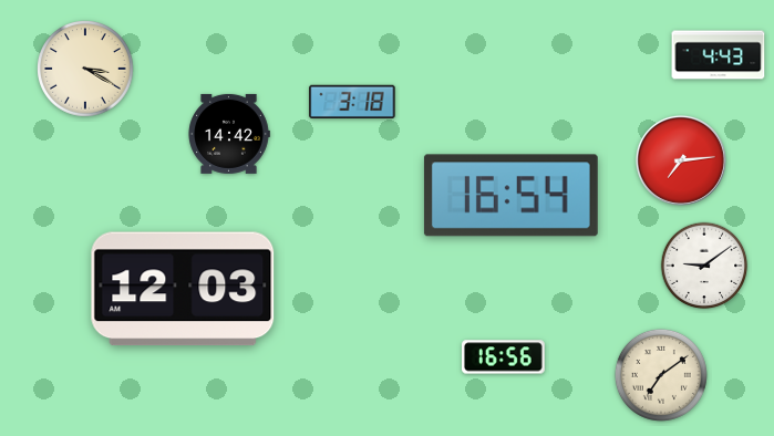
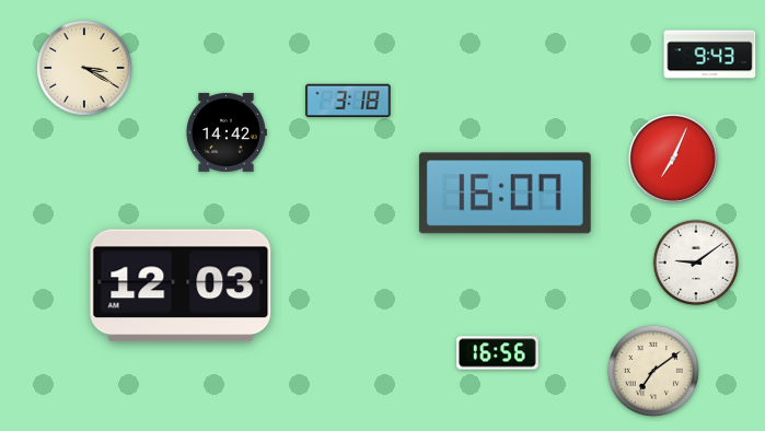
clock at (719, 55): 4:43 -> 9:43
clock at (681, 160): 7:14 -> 7:04
clock at (510, 196): 16:54 -> 16:07
